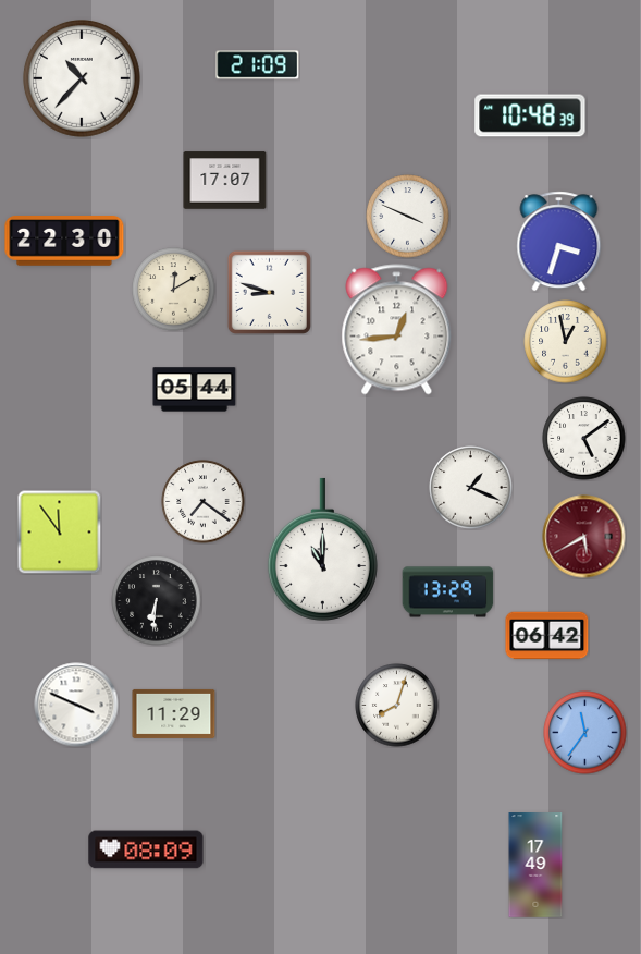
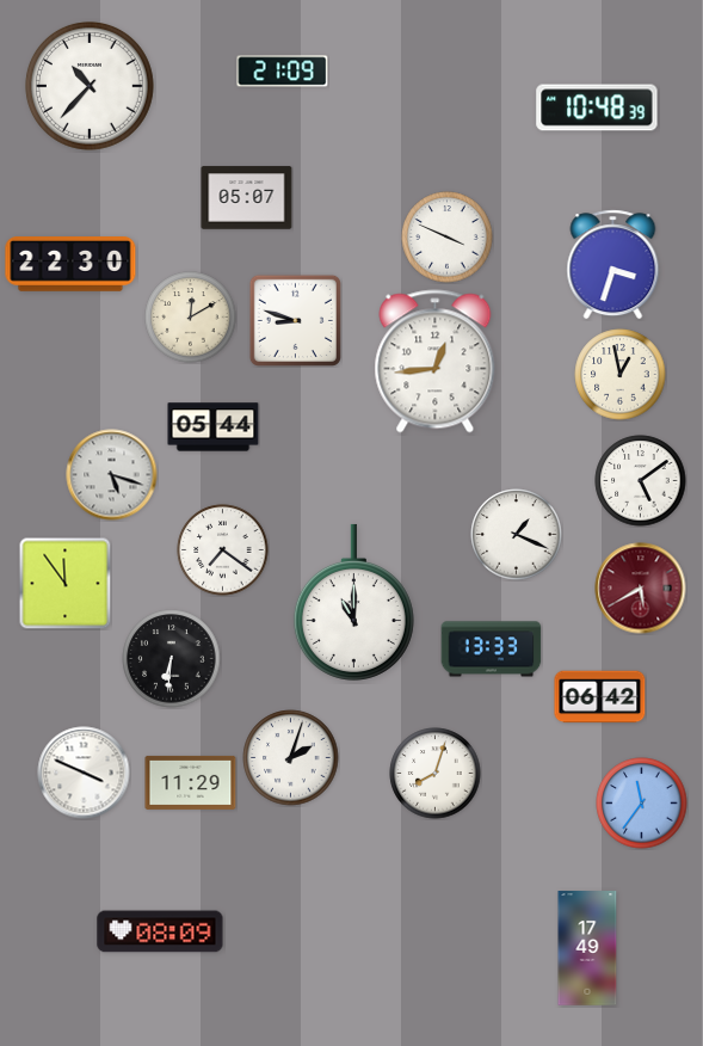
clock at (530, 115) position: (530, 115) -> (597, 107)
clock at (225, 181): 17:07 -> 05:07
clock at (112, 475): none -> 5:18
clock at (448, 592): 13:29 -> 13:33
clock at (291, 758): none -> 2:03
